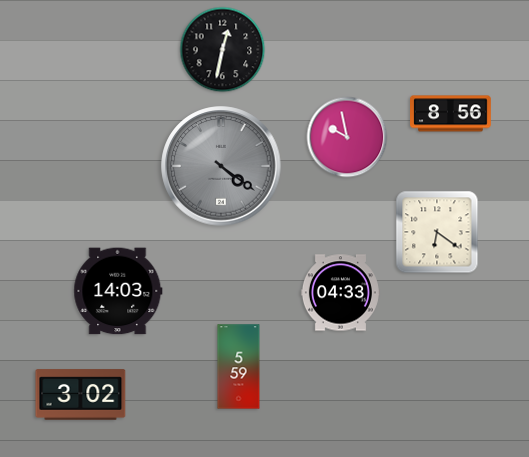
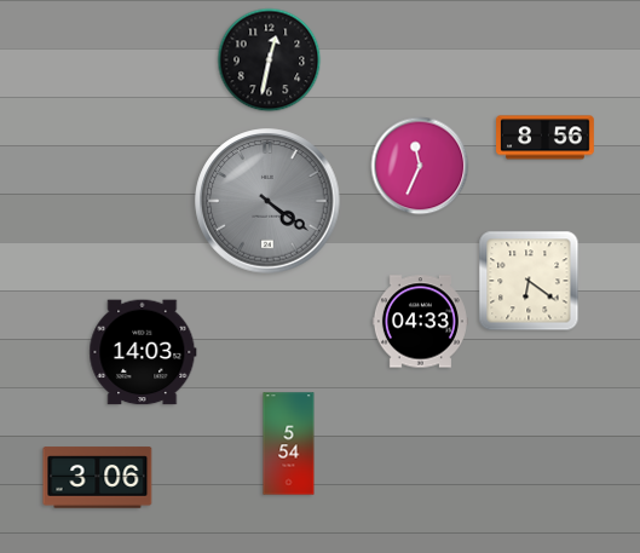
clock at (347, 137): 9:58 -> 11:34
clock at (340, 293) position: (340, 293) -> (420, 322)
clock at (239, 367): 5:59 -> 5:54
clock at (81, 395): 3:02 -> 3:06
